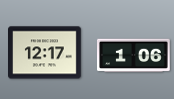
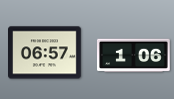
clock at (45, 53): 12:17 -> 06:57
